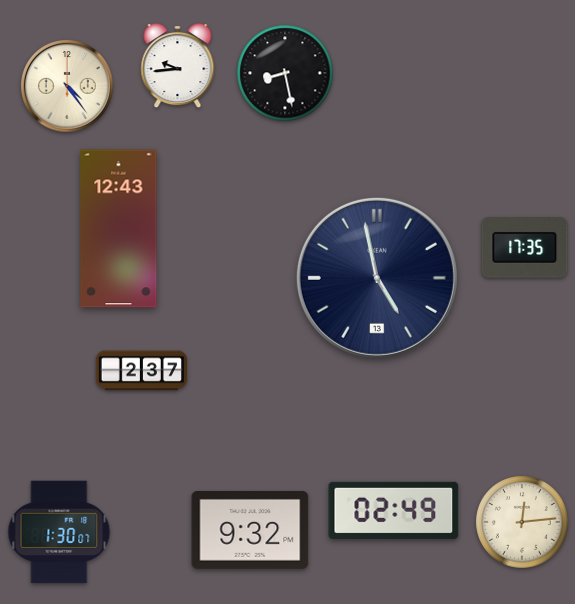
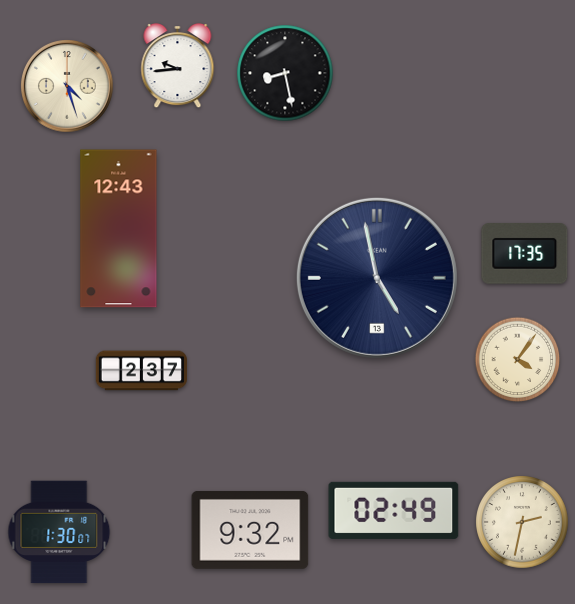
clock at (68, 87): 4:24 -> 4:27
clock at (525, 248) position: (525, 248) -> (525, 254)
clock at (518, 360): none -> 4:06
clock at (522, 522): 12:14 -> 2:32
